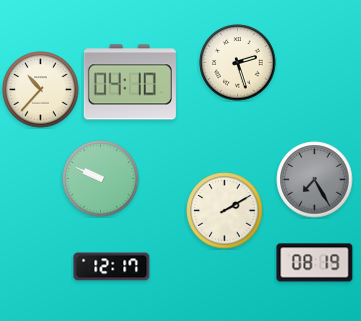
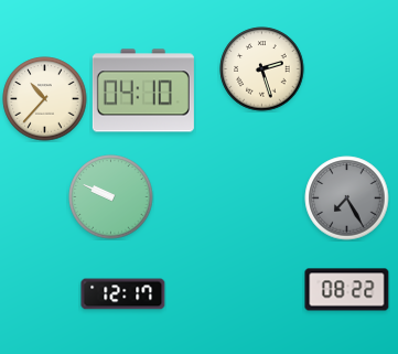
clock at (225, 211): 2:10 -> none
clock at (315, 263): 08:19 -> 08:22
